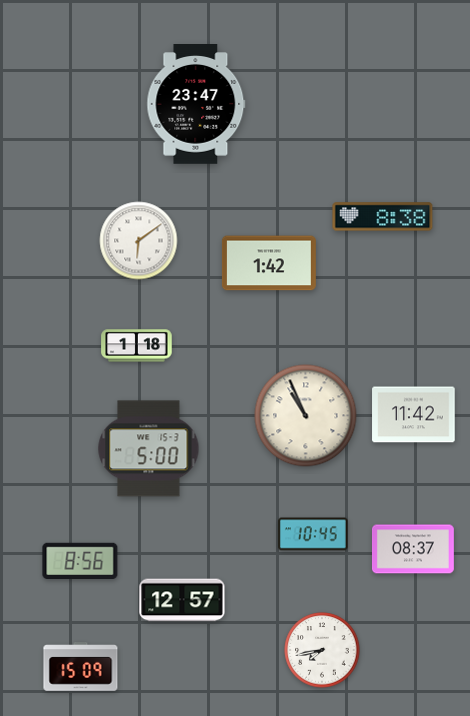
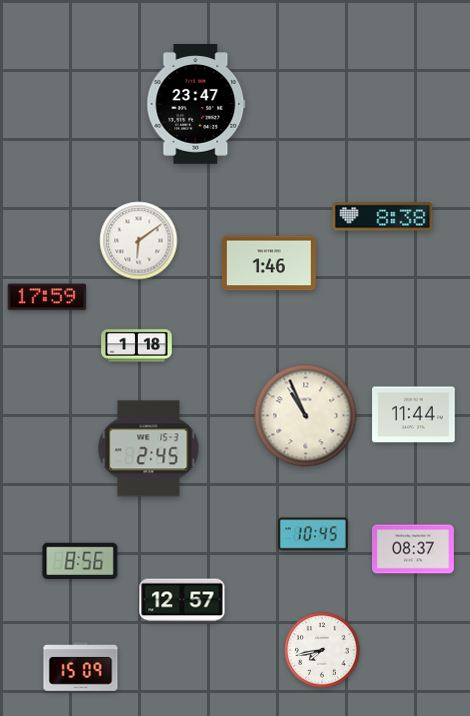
clock at (269, 263): 1:42 -> 1:46
clock at (47, 297): none -> 17:59
clock at (414, 415): 11:42 -> 11:44
clock at (149, 449): 5:00 -> 2:45
